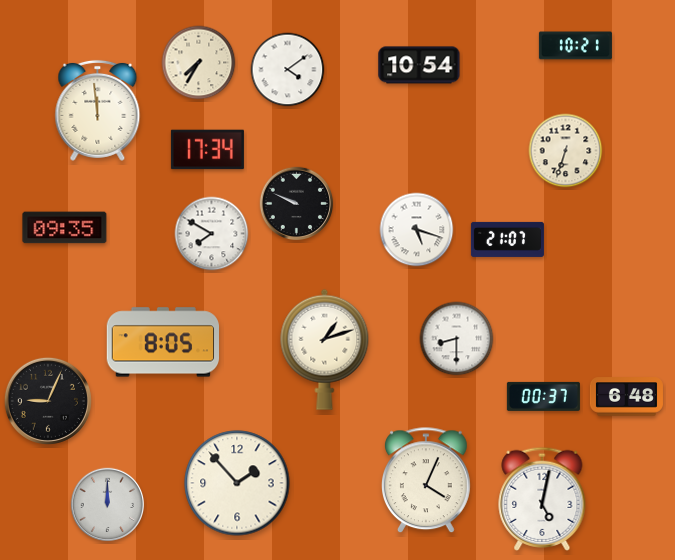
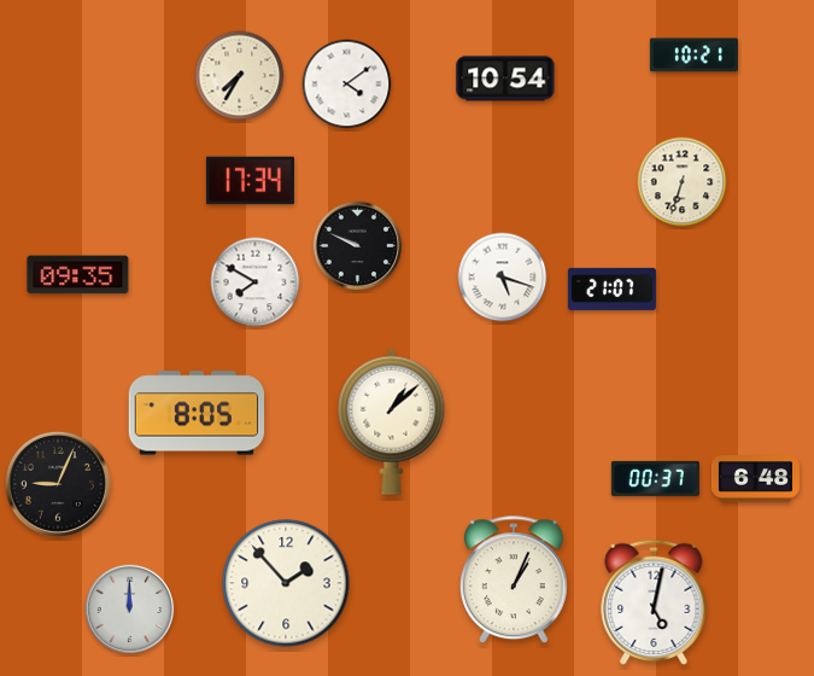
clock at (98, 110): 11:59 -> none
clock at (457, 339): 8:30 -> none
clock at (325, 349): 1:12 -> 1:08
clock at (426, 481): 4:04 -> 1:04
